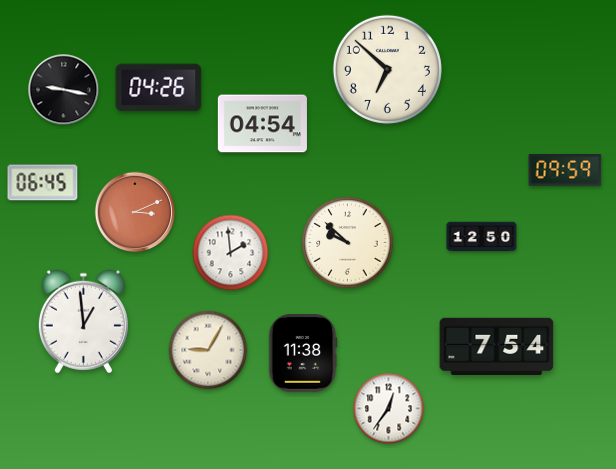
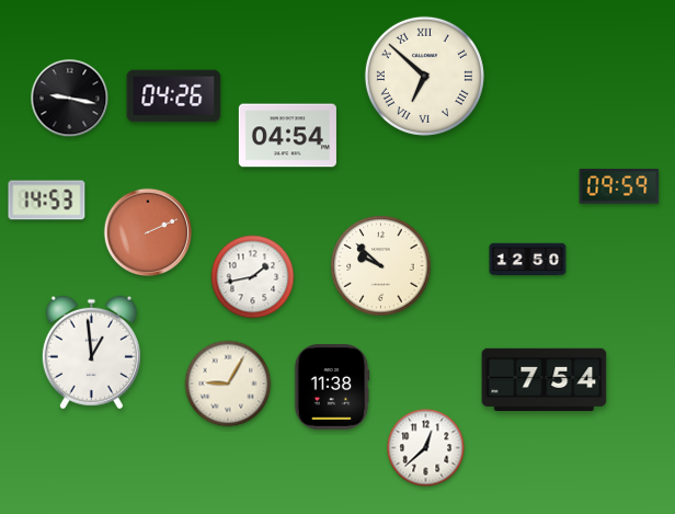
clock at (387, 69) numerals: Arabic -> Roman
clock at (43, 183): 06:45 -> 14:53
clock at (135, 212): 3:11 -> 2:11
clock at (231, 253): 1:59 -> 1:43
clock at (389, 409): 12:36 -> 12:38
